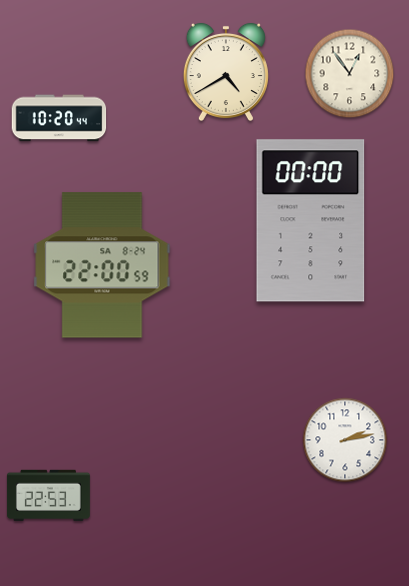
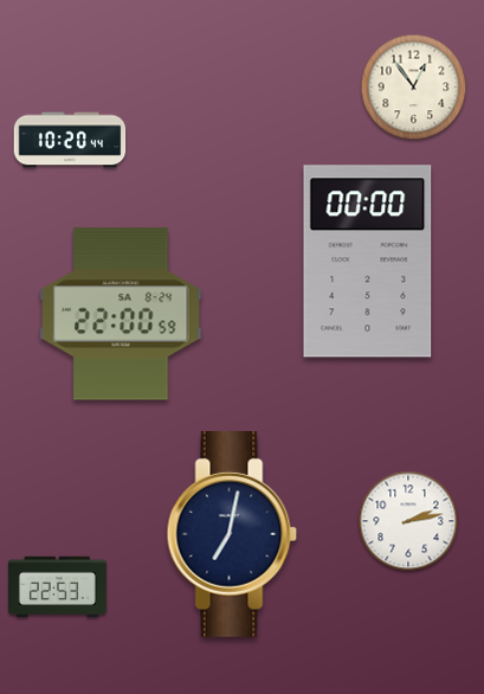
clock at (226, 72): 4:40 -> none
clock at (232, 535): none -> 7:02
